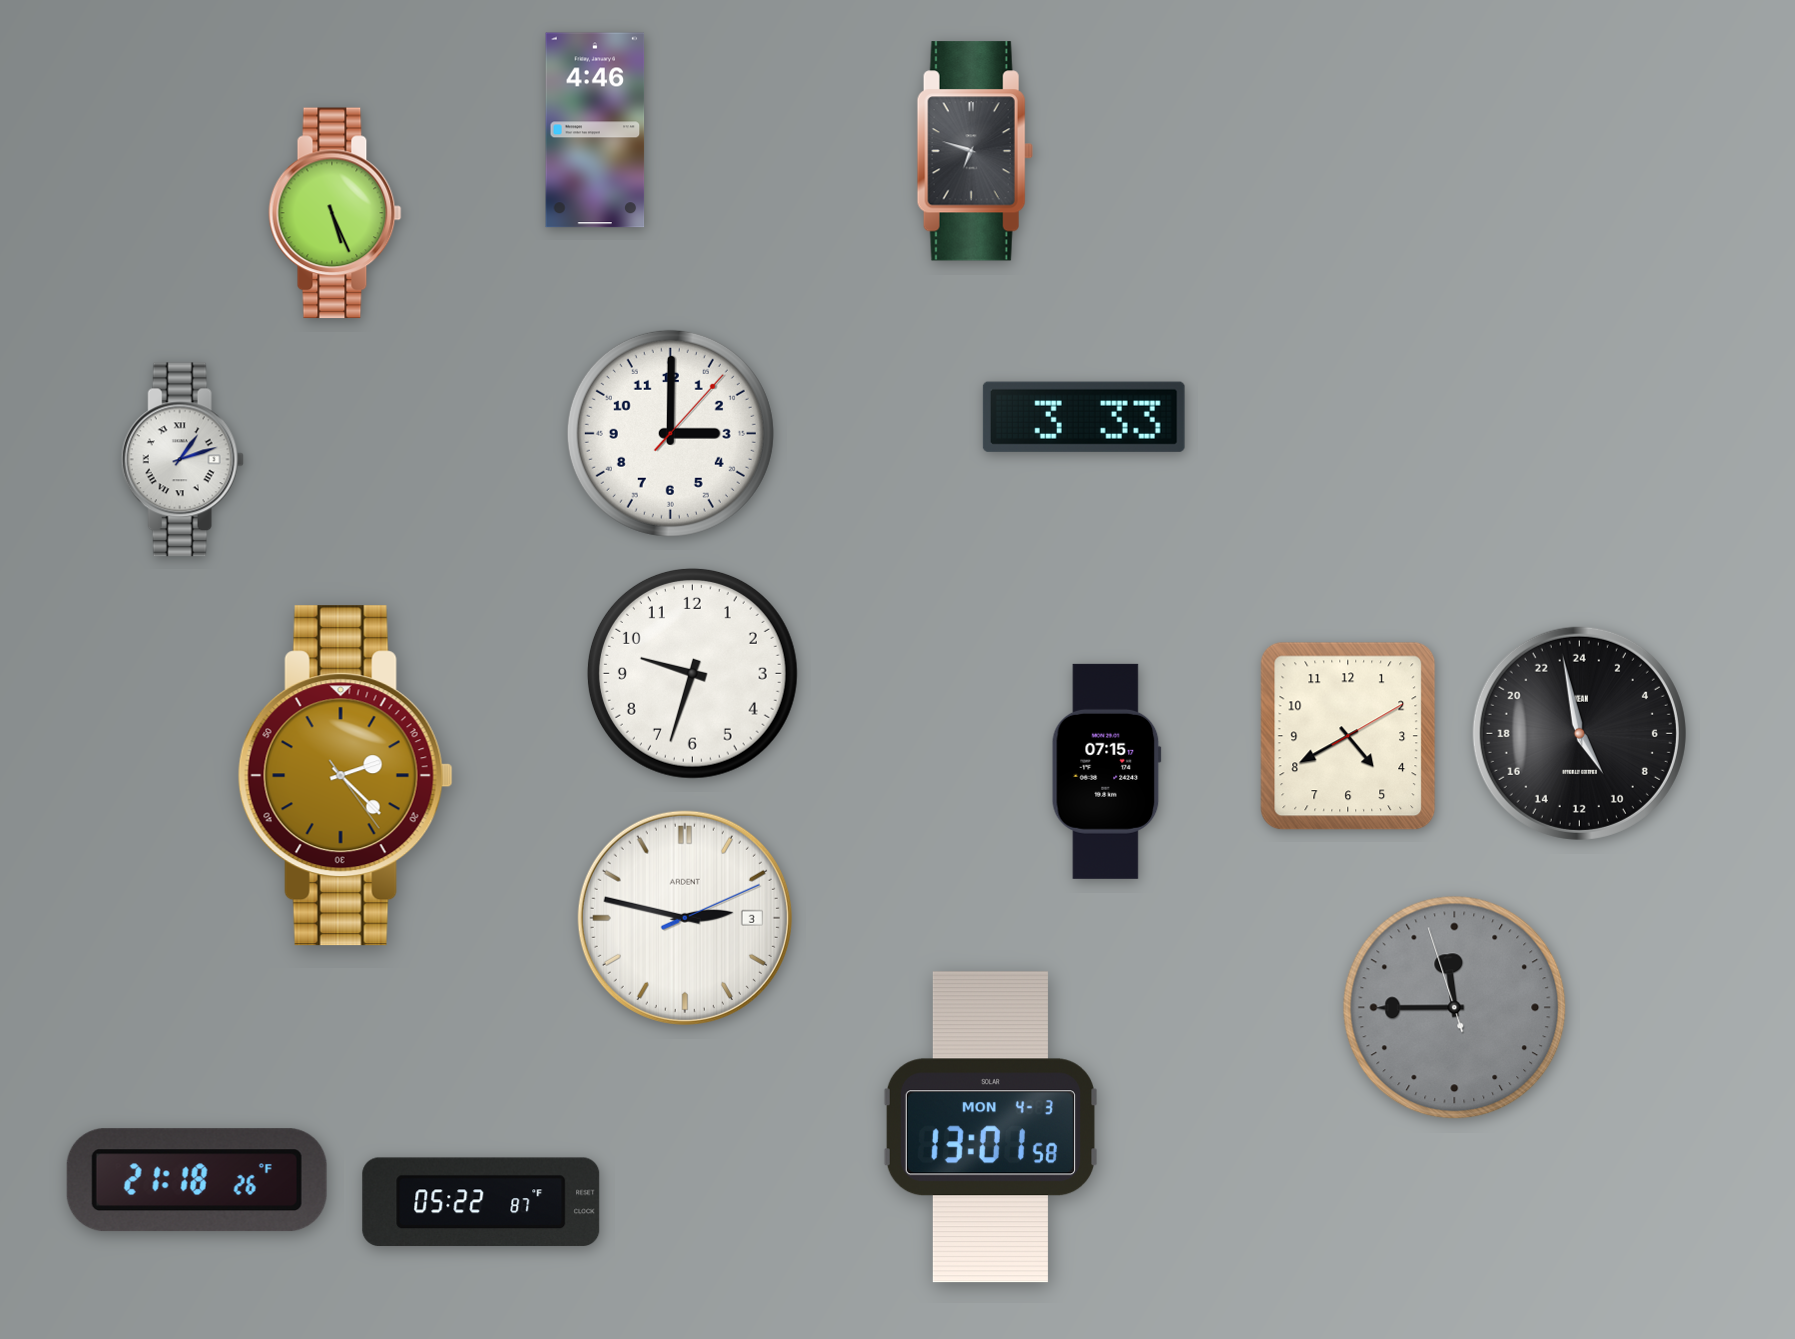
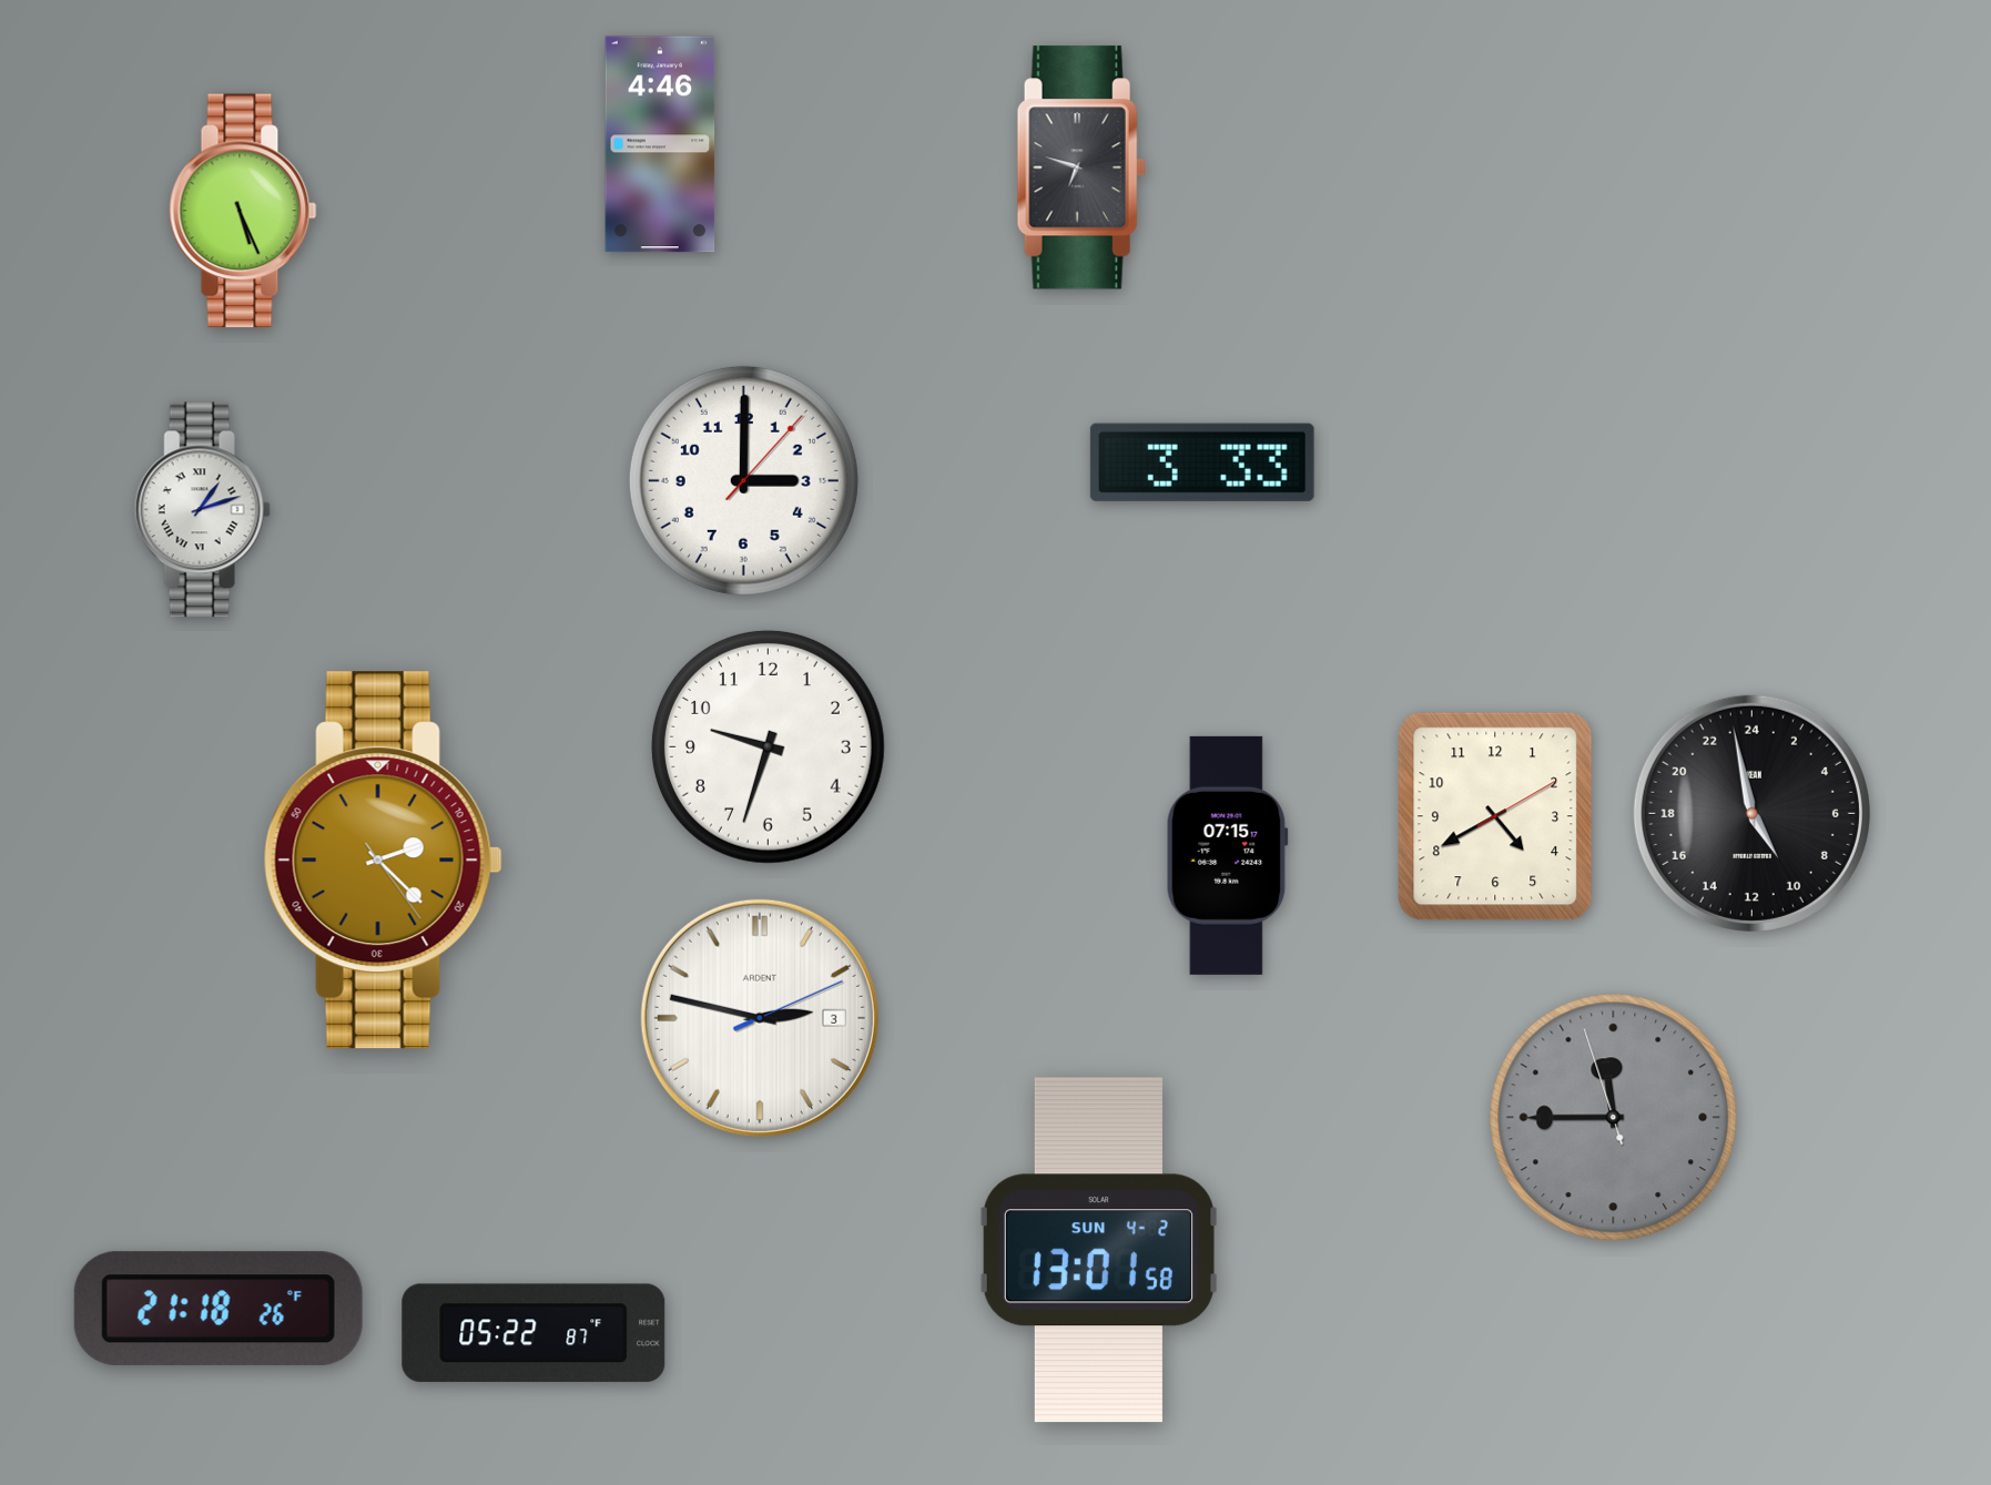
clock at (335, 213) position: (335, 213) -> (243, 211)
clock at (990, 1127) date: MON 4-3 -> SUN 4-2
